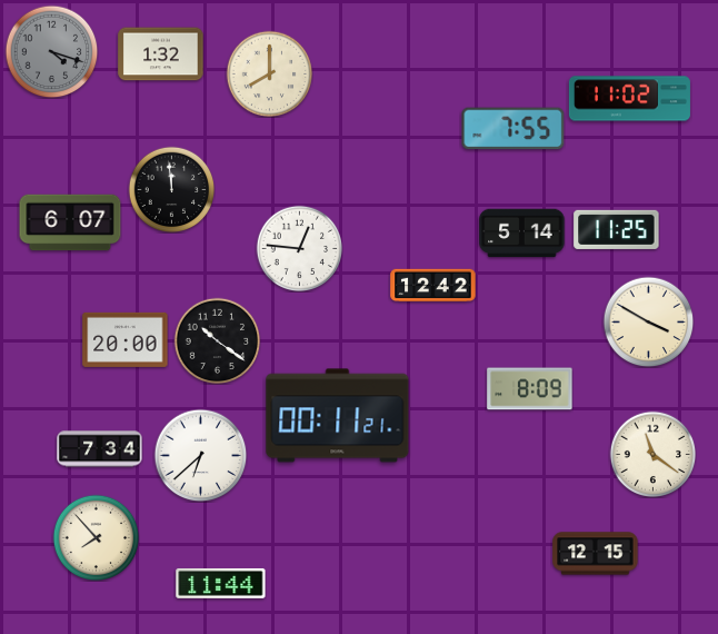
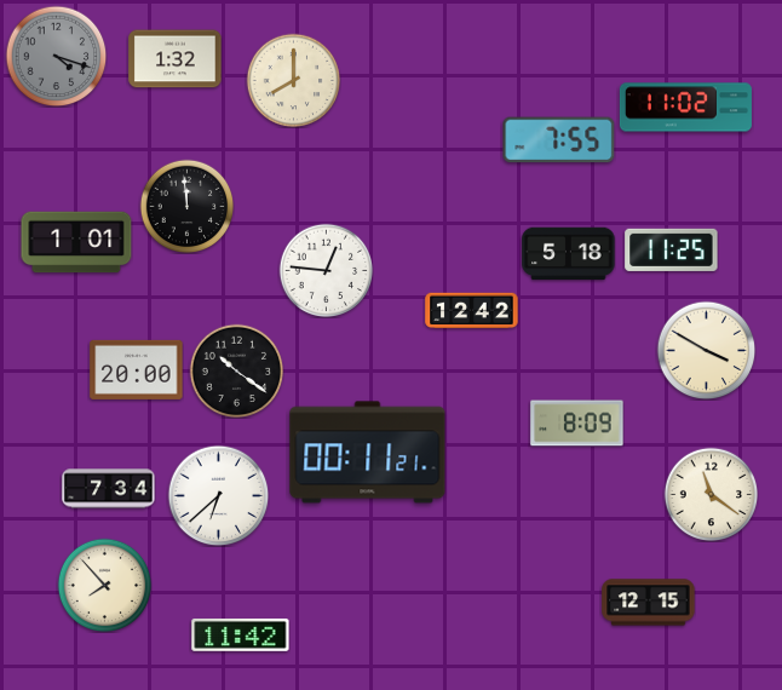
clock at (70, 222): 6:07 -> 1:01
clock at (522, 234): 5:14 -> 5:18
clock at (221, 584): 11:44 -> 11:42
